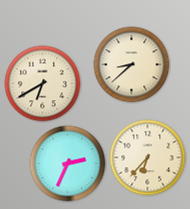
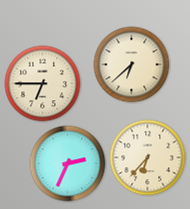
clock at (132, 65): 8:38 -> 6:38
clock at (43, 84): 6:40 -> 6:45
